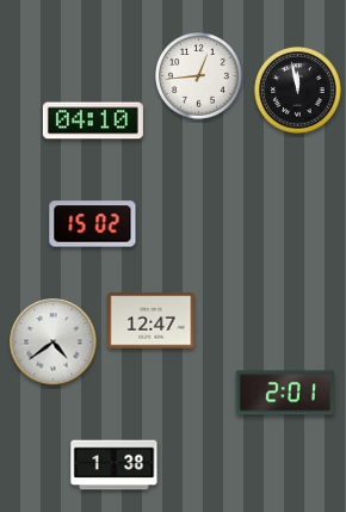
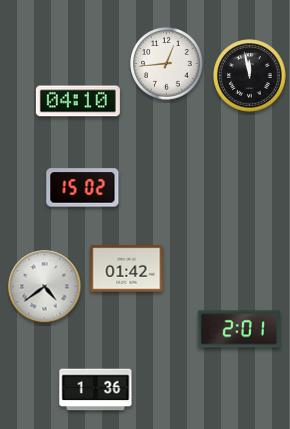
clock at (93, 224) position: (93, 224) -> (83, 188)
clock at (152, 321): 12:47 -> 01:42
clock at (115, 465): 1:38 -> 1:36
